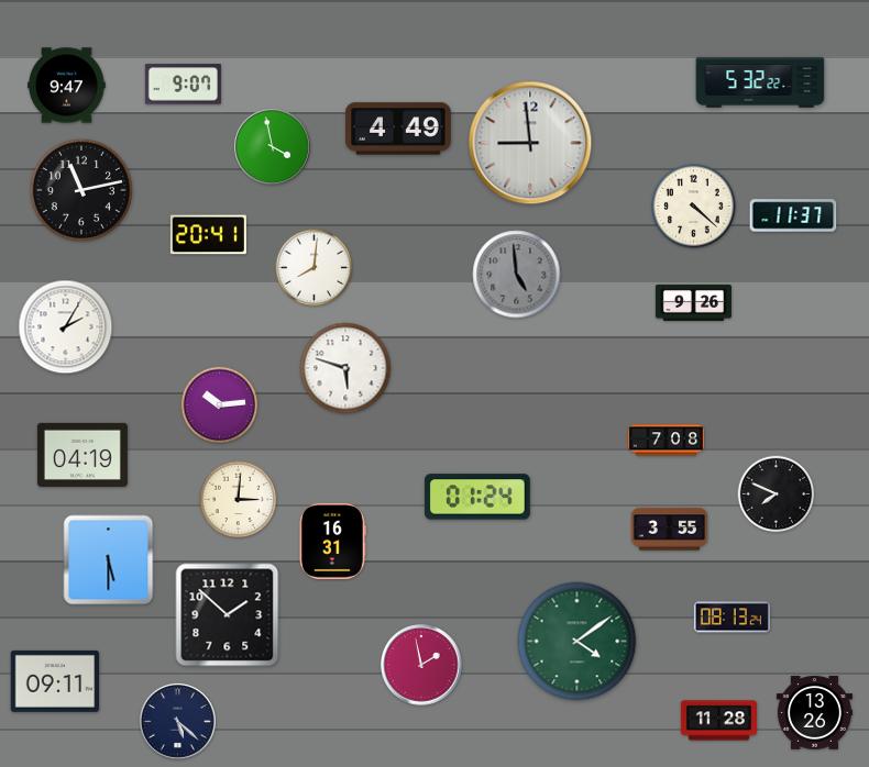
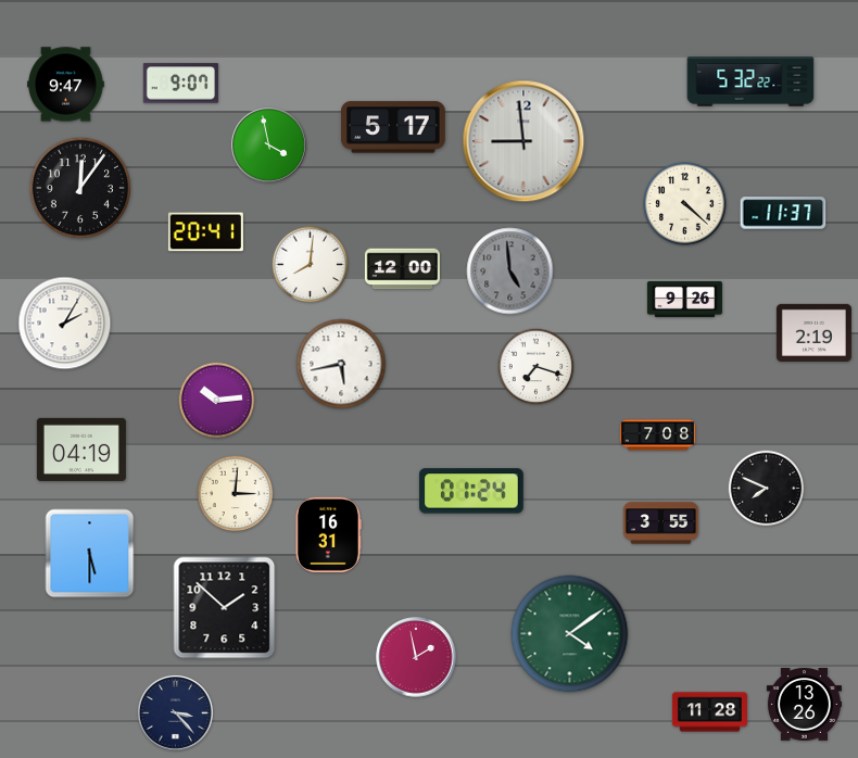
clock at (399, 129): 4:49 -> 5:17
clock at (81, 190): 11:13 -> 12:06
clock at (402, 269): none -> 12:00
clock at (813, 332): none -> 2:19
clock at (345, 368): 5:48 -> 5:43
clock at (537, 367): none -> 7:18
clock at (109, 560) position: (109, 560) -> (90, 554)
clock at (732, 618): 08:13 -> none
clock at (55, 681): 09:11 -> none
clock at (177, 721): 5:22 -> 3:23
